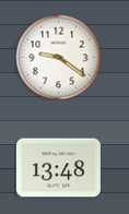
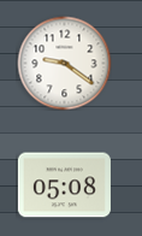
clock at (58, 168): 13:48 -> 05:08
